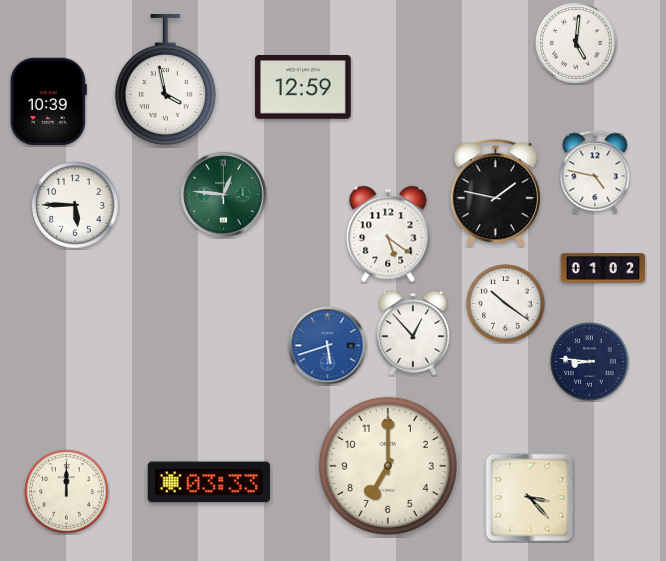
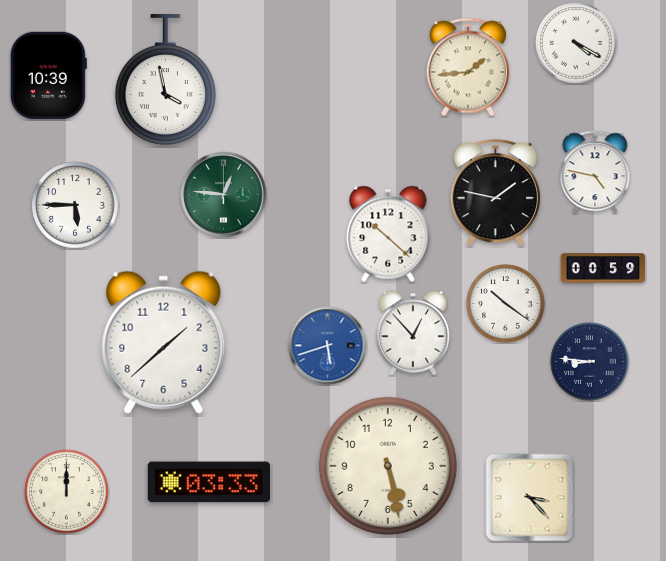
clock at (576, 43): 5:01 -> 4:20
clock at (467, 67): none -> 1:44
clock at (304, 88): 12:59 -> none
clock at (48, 101) position: (48, 101) -> (48, 75)
clock at (388, 234): 5:21 -> 10:22
clock at (603, 268): 01:02 -> 00:59
clock at (164, 342): none -> 1:38
clock at (388, 466): 7:00 -> 5:28
